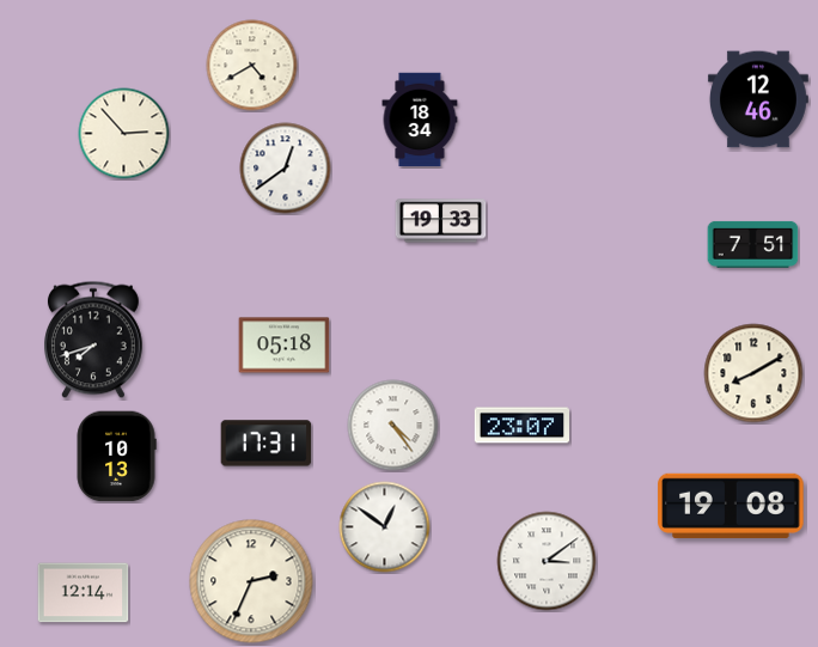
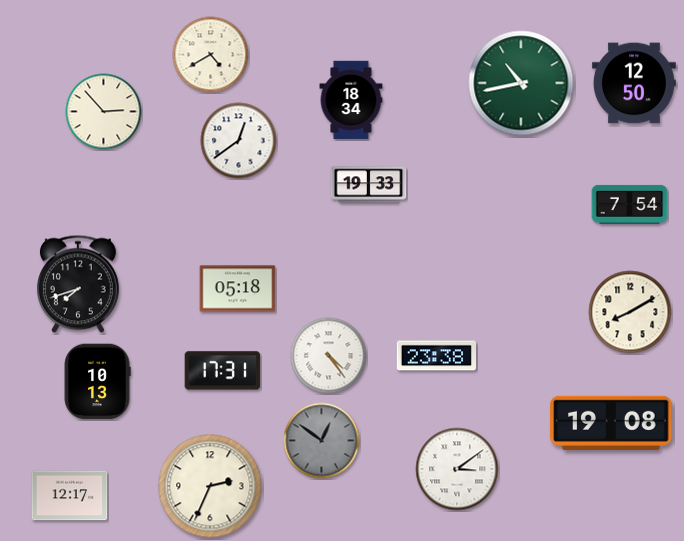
clock at (521, 83): none -> 10:43
clock at (758, 99): 12:46 -> 12:50
clock at (753, 244): 7:51 -> 7:54
clock at (521, 426): 23:07 -> 23:38
clock at (385, 527) dial: white -> grey
clock at (84, 593): 12:14 -> 12:17
